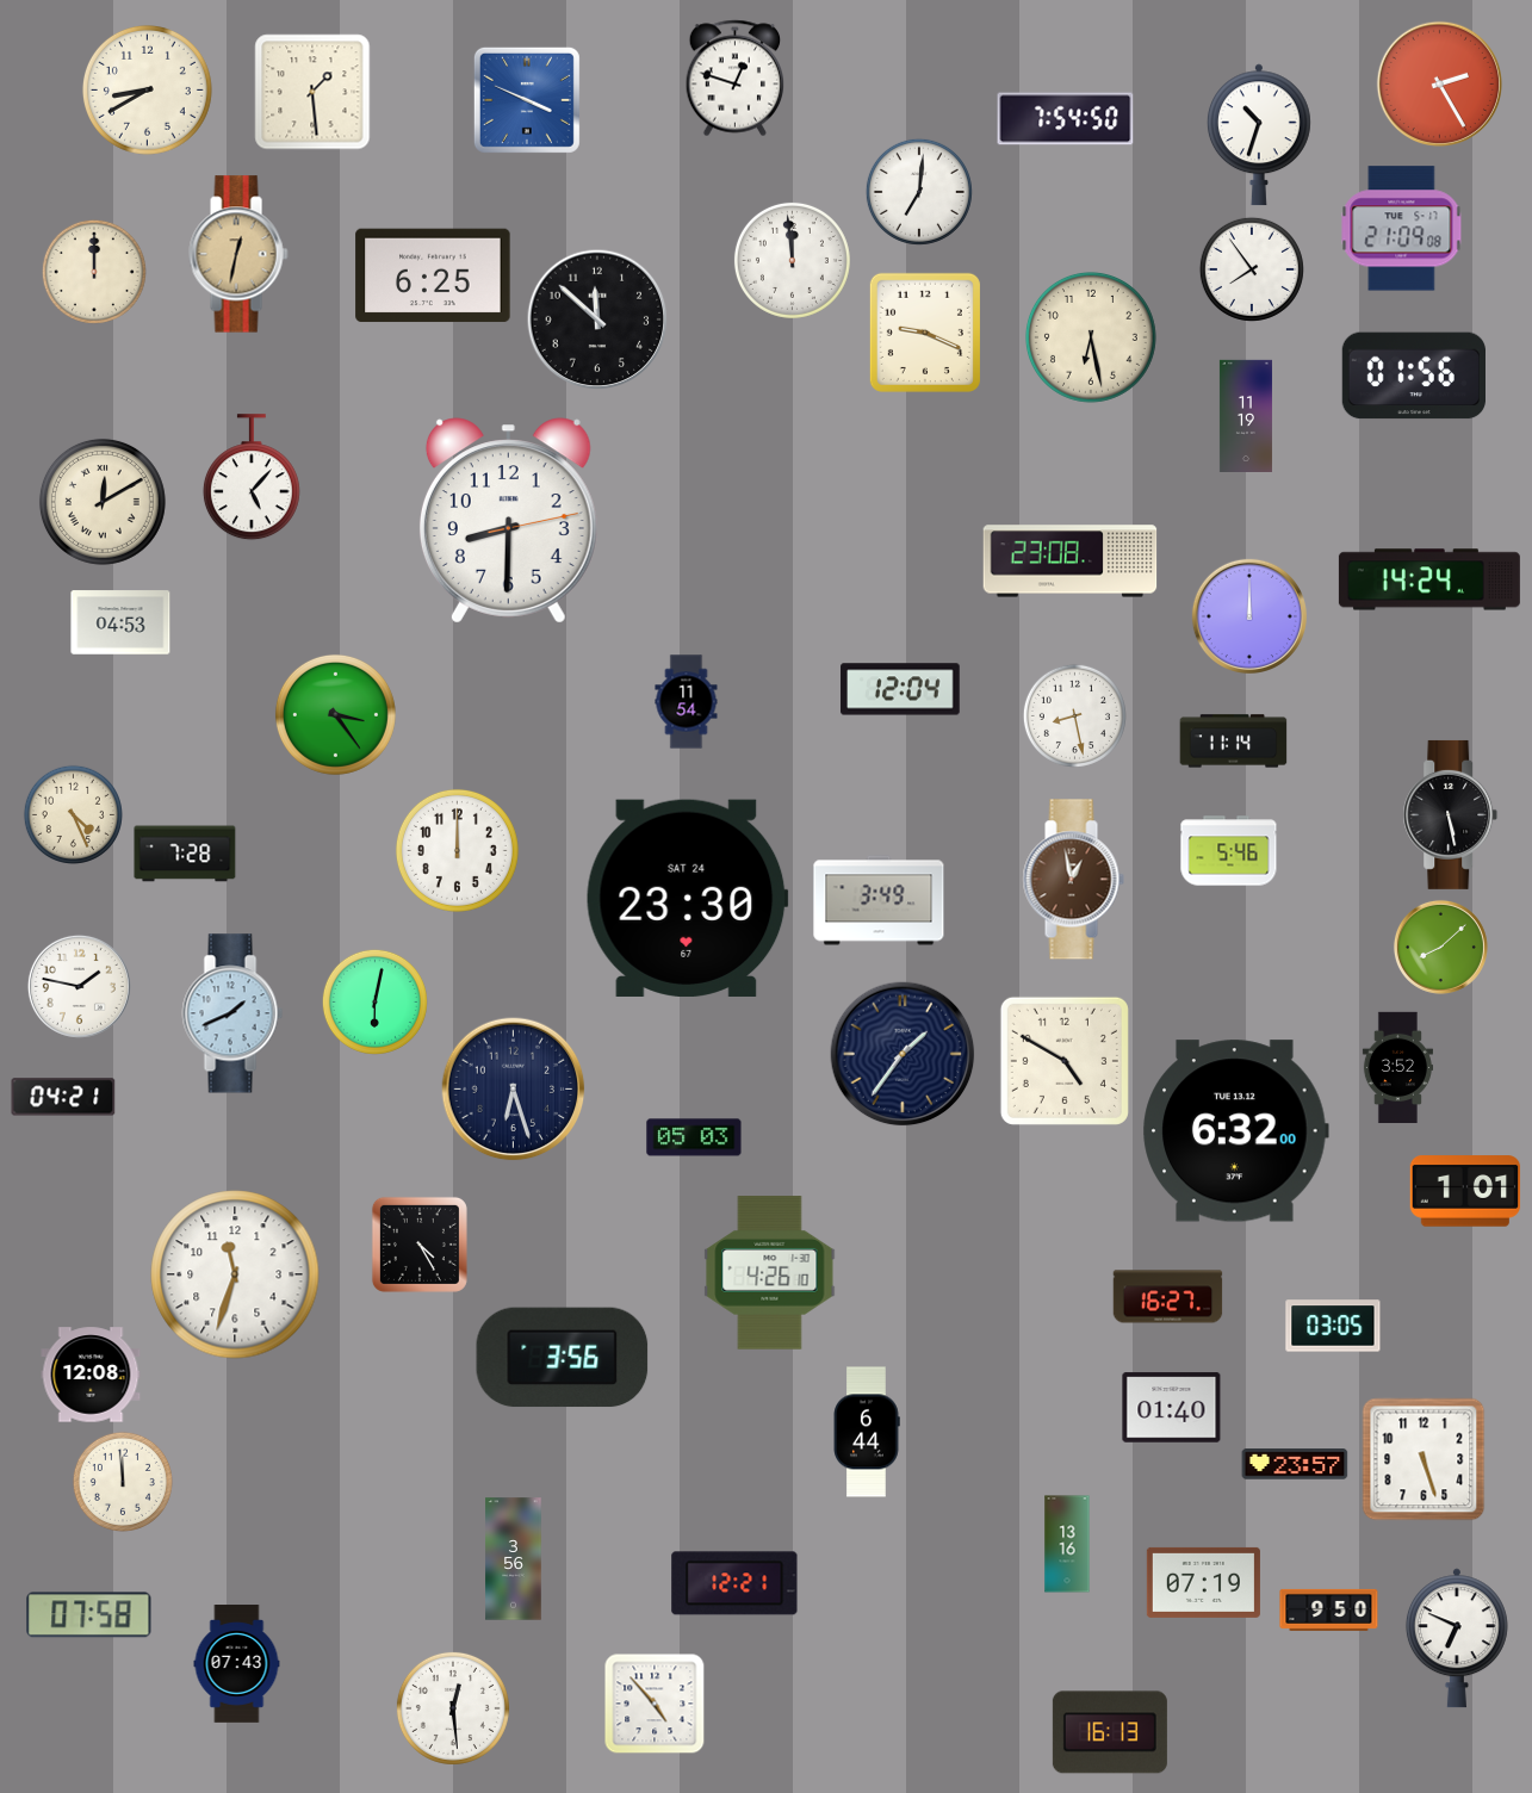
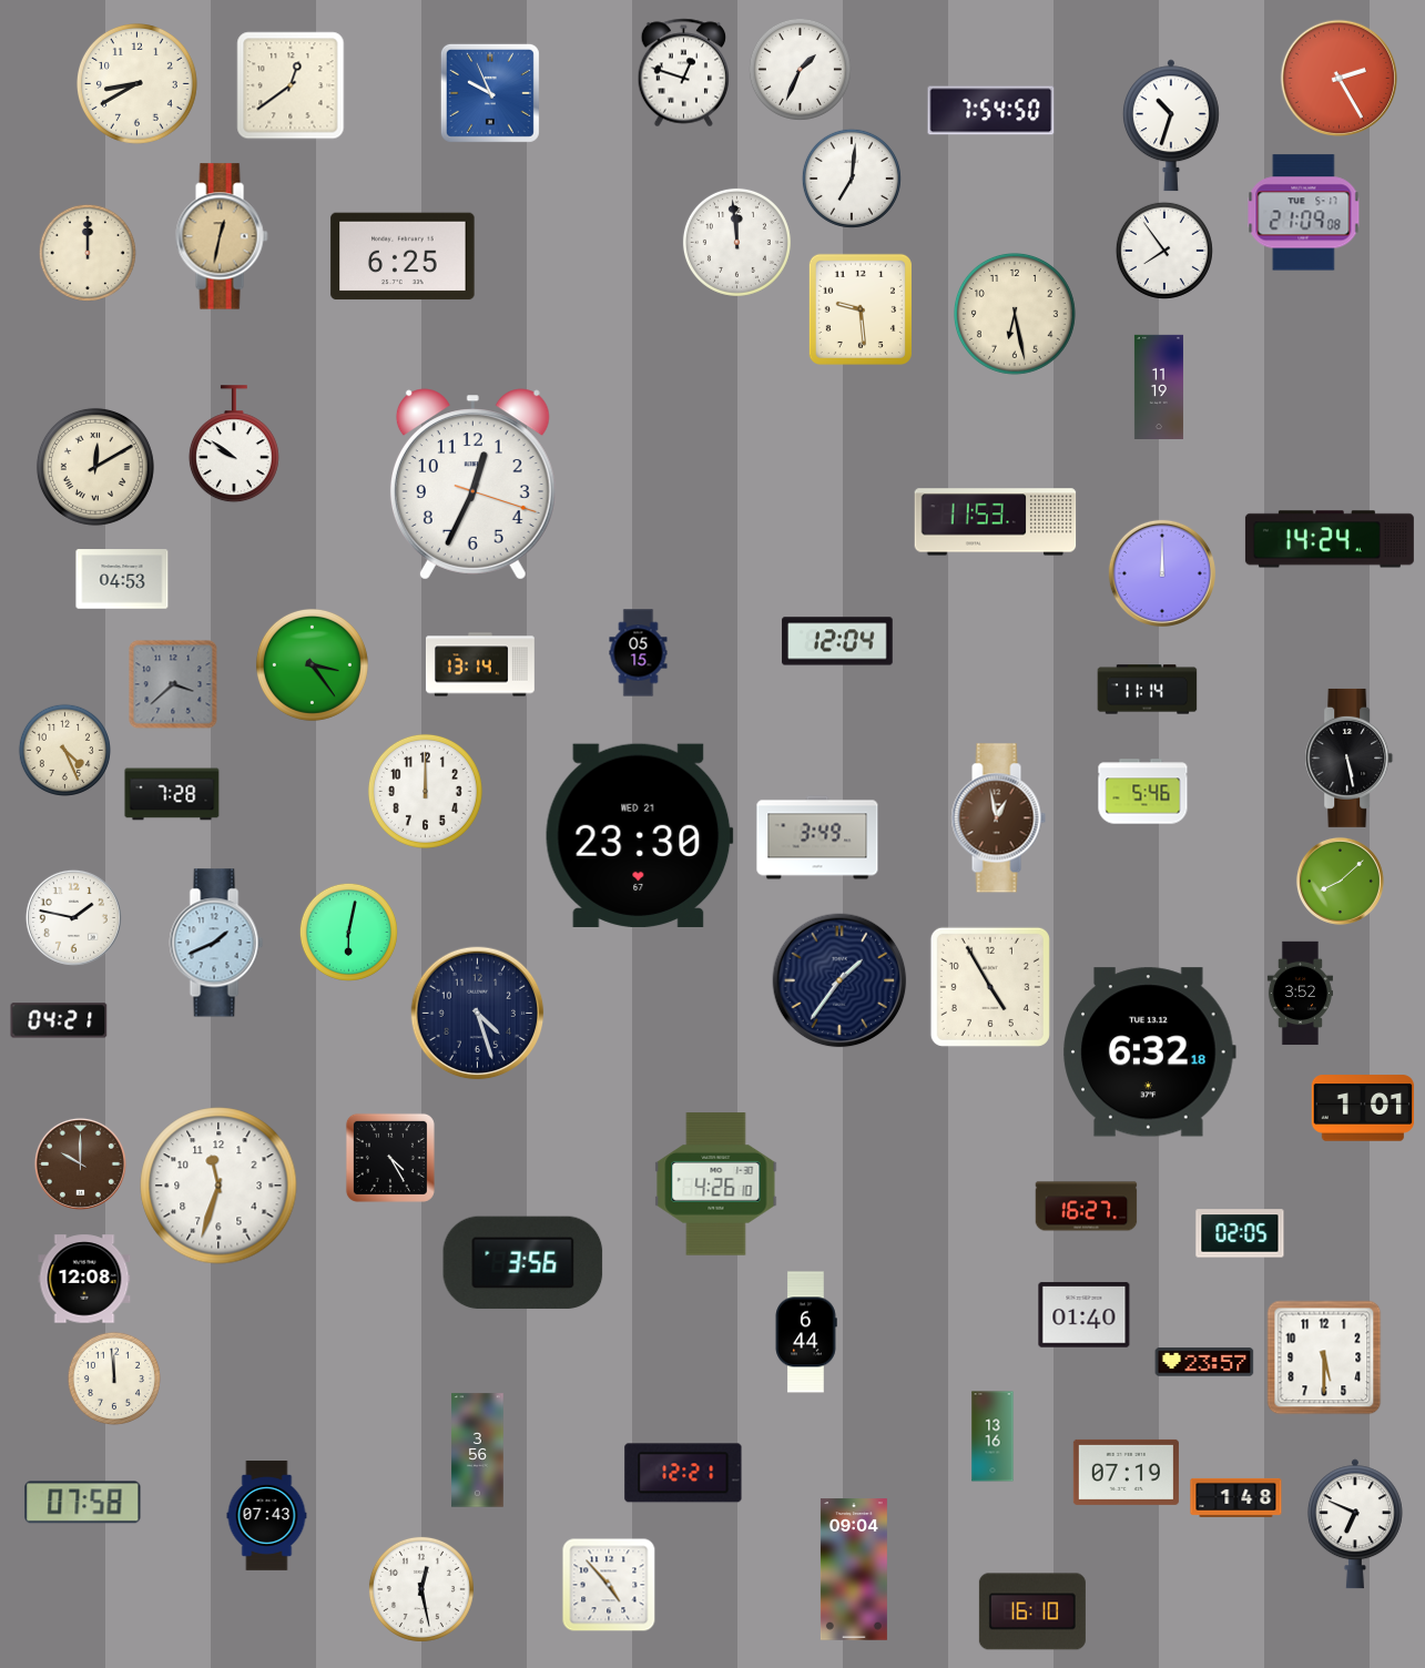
clock at (800, 69): none -> 1:34
clock at (312, 92): 1:29 -> 12:39
clock at (527, 100): 3:49 -> 9:56
clock at (919, 192) position: (919, 192) -> (852, 179)
clock at (597, 319): 11:52 -> none
clock at (925, 333): 9:19 -> 9:29
clock at (1413, 376): 01:56 -> none
clock at (252, 478): 5:07 -> 9:51
clock at (508, 521): 8:30 -> 12:34
clock at (1071, 562): 23:08 -> 11:53
clock at (120, 622) position: (120, 622) -> (122, 579)
clock at (687, 702): 11:54 -> 05:15
clock at (480, 664): none -> 13:14
clock at (1074, 715): 8:28 -> none
clock at (173, 684): none -> 3:38
clock at (73, 814) position: (73, 814) -> (64, 750)
clock at (687, 898) date: SAT 24 -> WED 21
clock at (1065, 1061): 4:50 -> 4:55
clock at (514, 1090): 6:27 -> 4:27
clock at (1235, 1131): 6:32:00 -> 6:32:18
clock at (694, 1137): 05:03 -> none
clock at (80, 1163): none -> 10:00
clock at (1333, 1326): 03:05 -> 02:05
clock at (1172, 1408) position: (1172, 1408) -> (1085, 1315)
clock at (1424, 1459): 5:27 -> 5:30
clock at (1203, 1582) position: (1203, 1582) -> (1126, 1472)
clock at (1329, 1609): 9:50 -> 1:48
clock at (237, 1664) position: (237, 1664) -> (267, 1516)
clock at (854, 1569): none -> 09:04
clock at (453, 1708): 12:29 -> 12:28
clock at (1110, 1732): 16:13 -> 16:10
